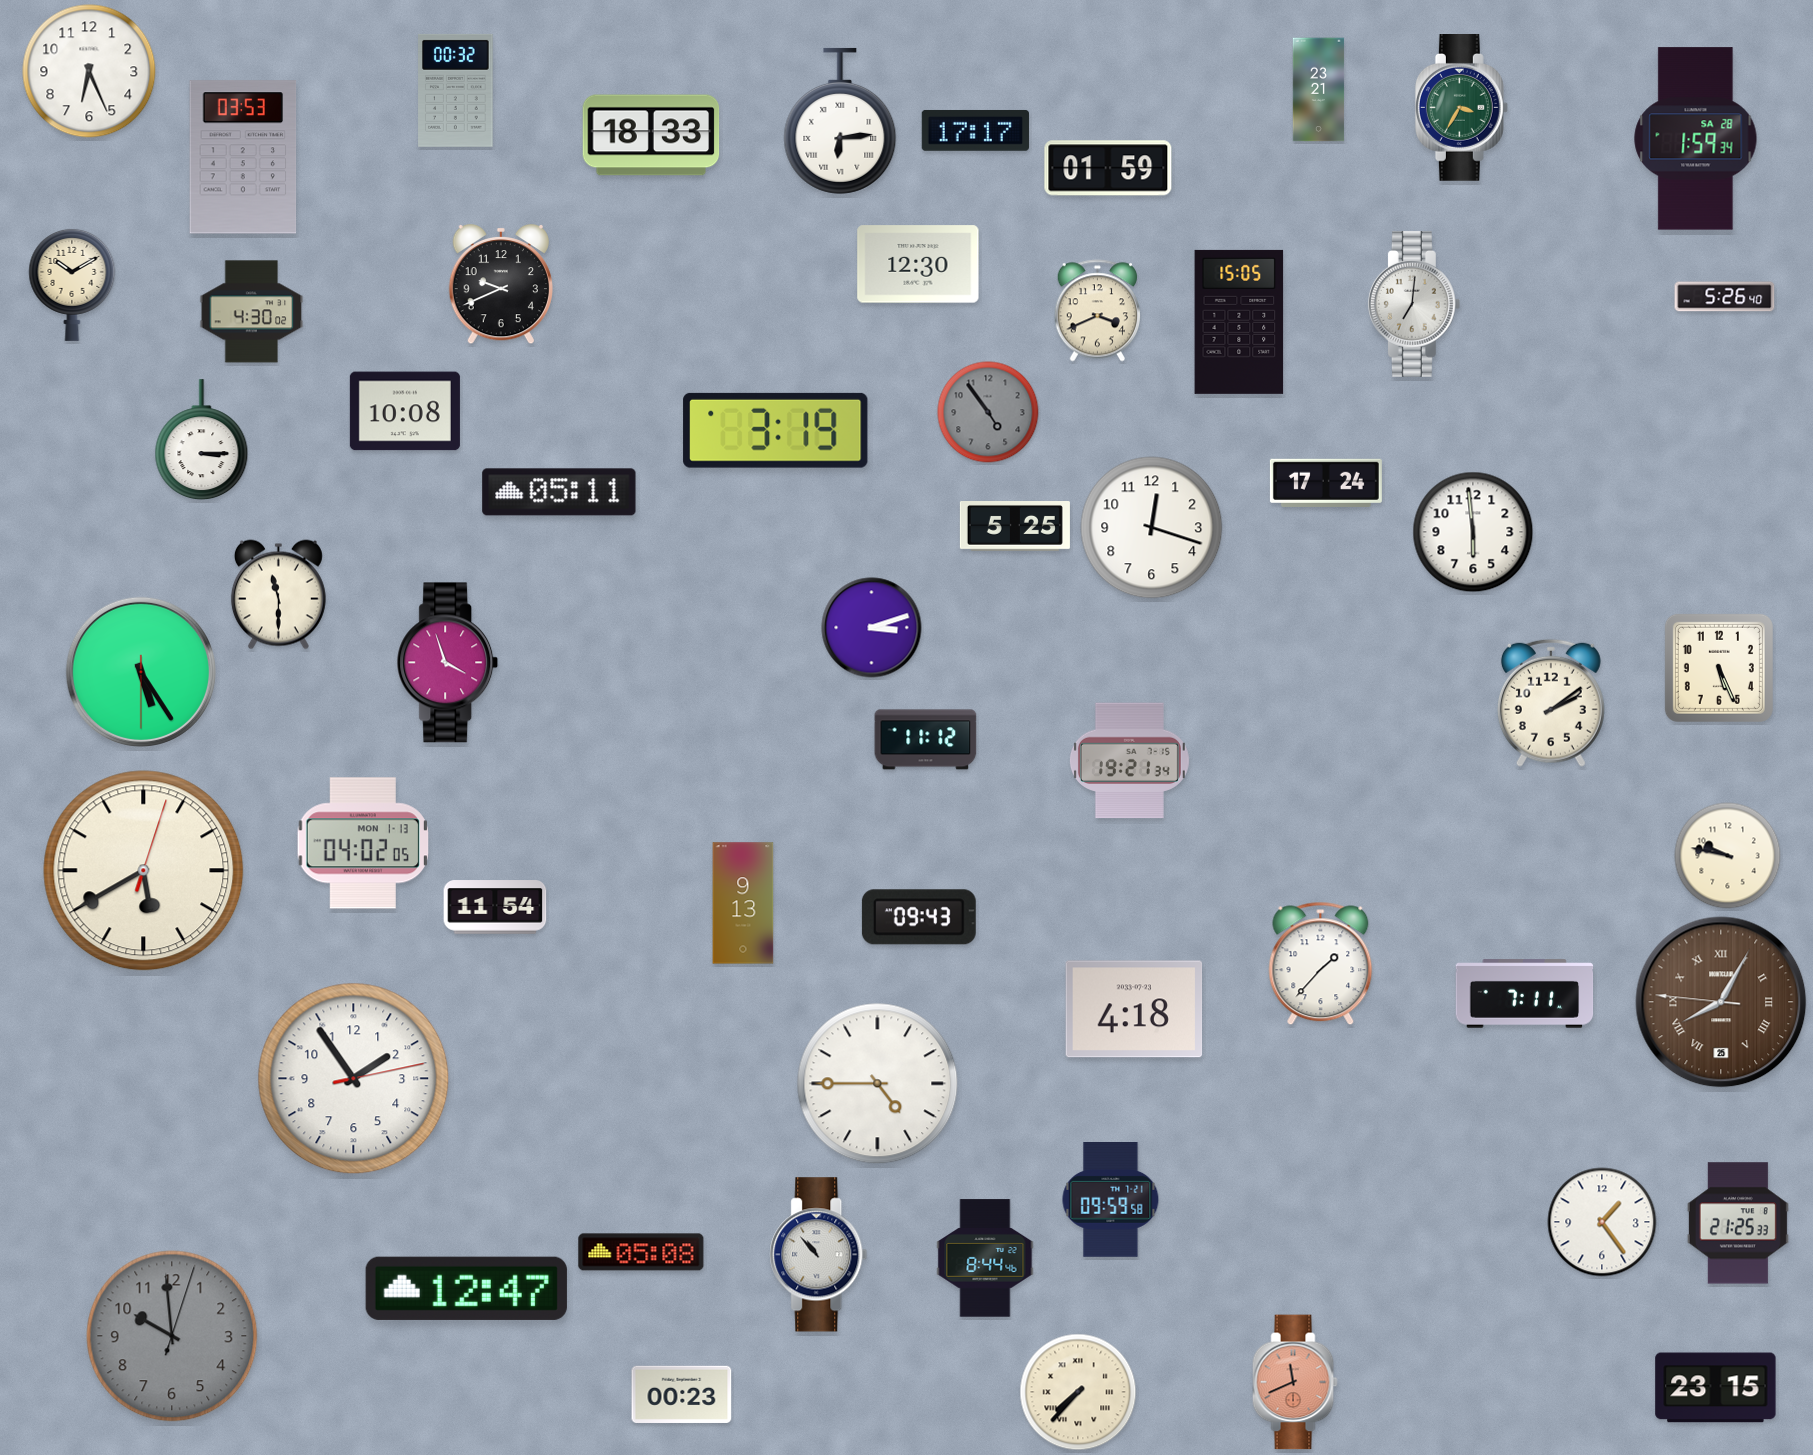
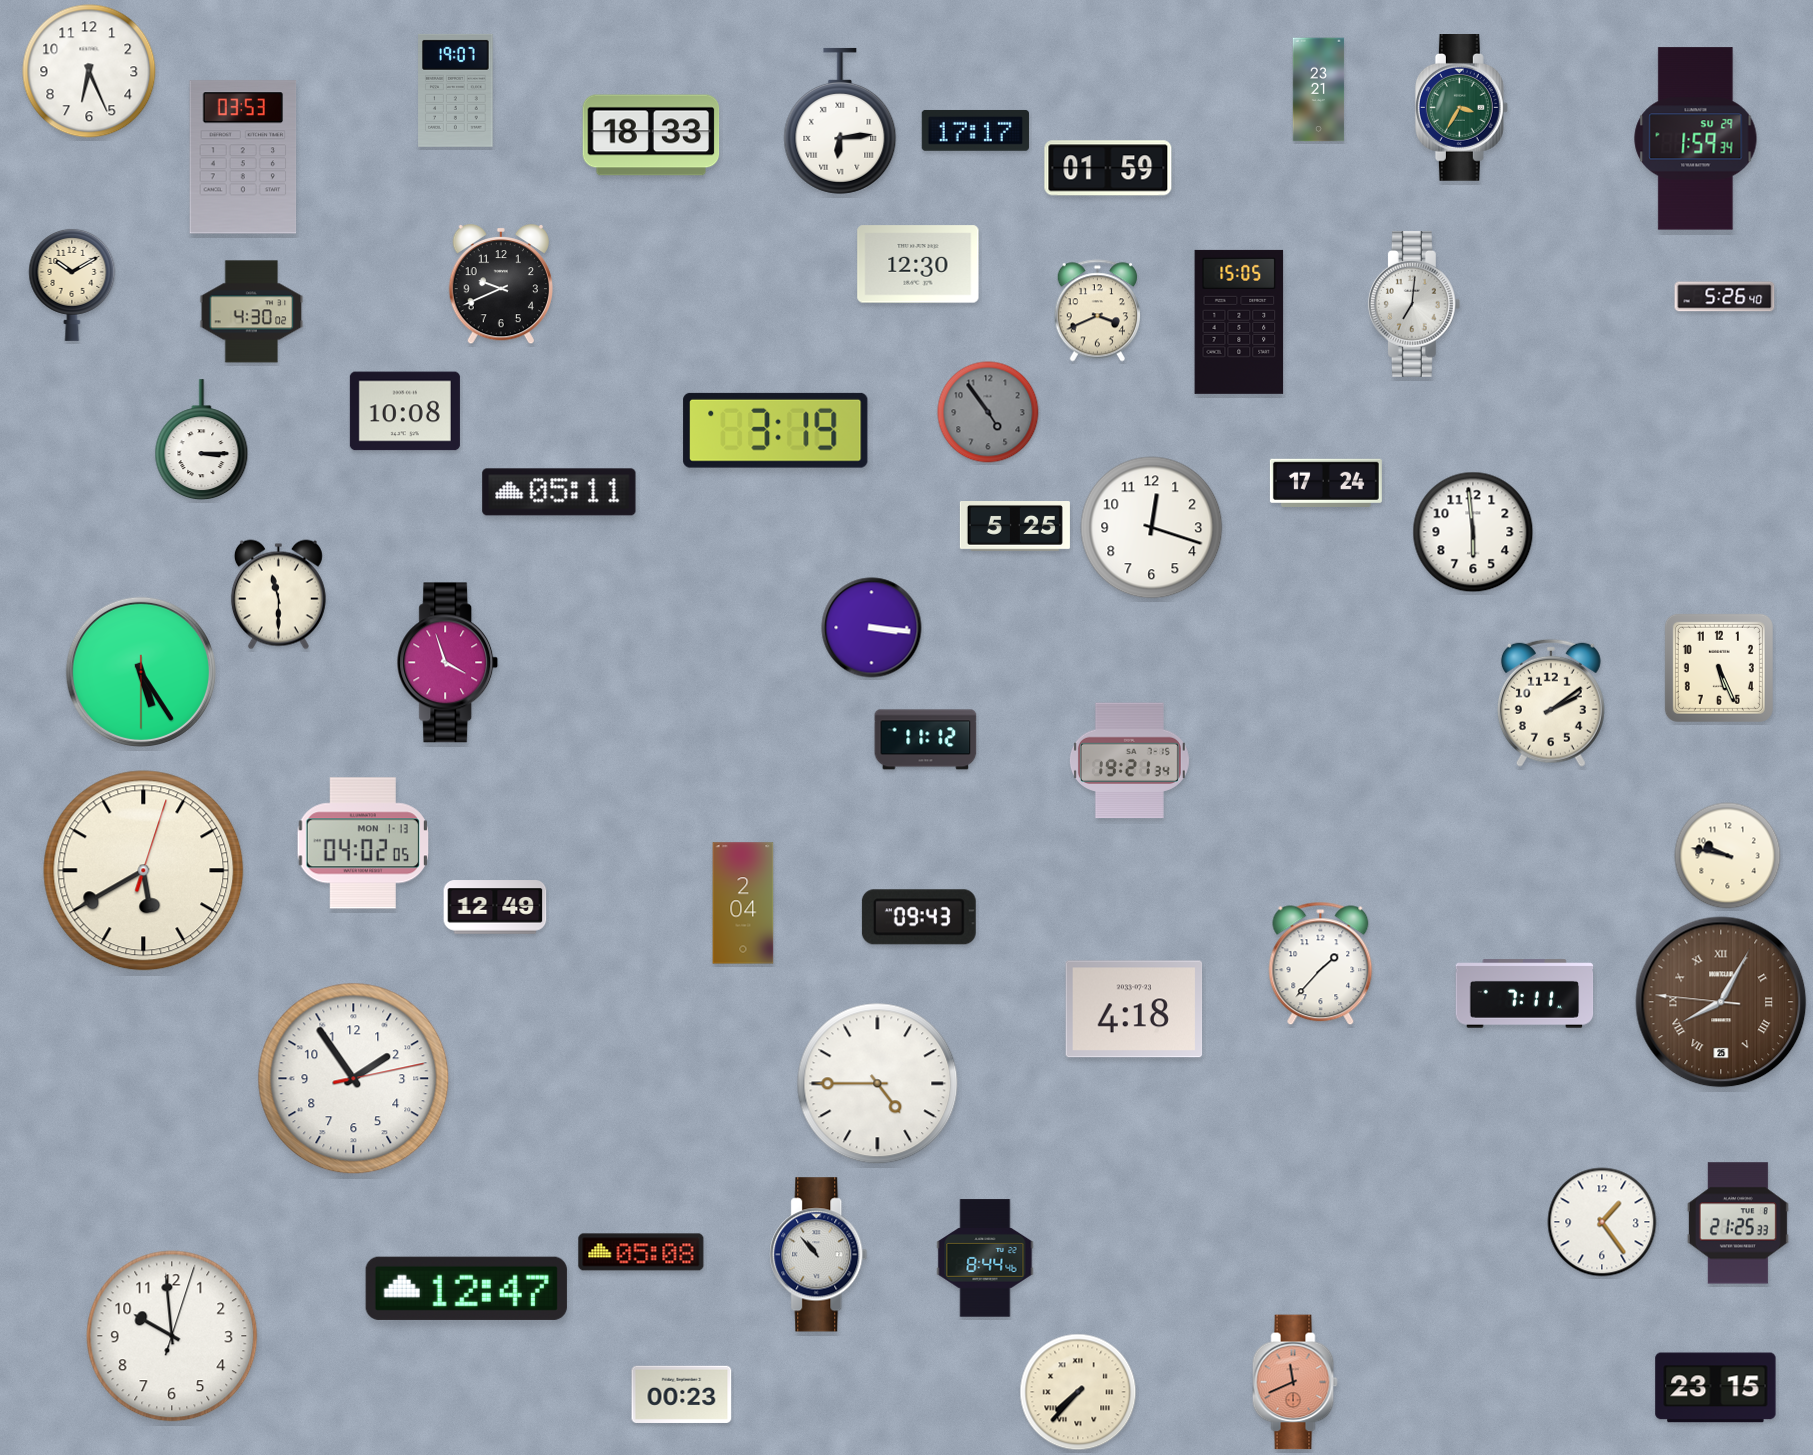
clock at (456, 90): 00:32 -> 19:07
clock at (1696, 139) date: SA 28 -> SU 29
clock at (872, 628): 3:12 -> 3:16
clock at (743, 903): 9:13 -> 2:04
clock at (495, 907): 11:54 -> 12:49
clock at (1111, 1200): 09:59 -> none
clock at (172, 1336) dial: grey -> white
